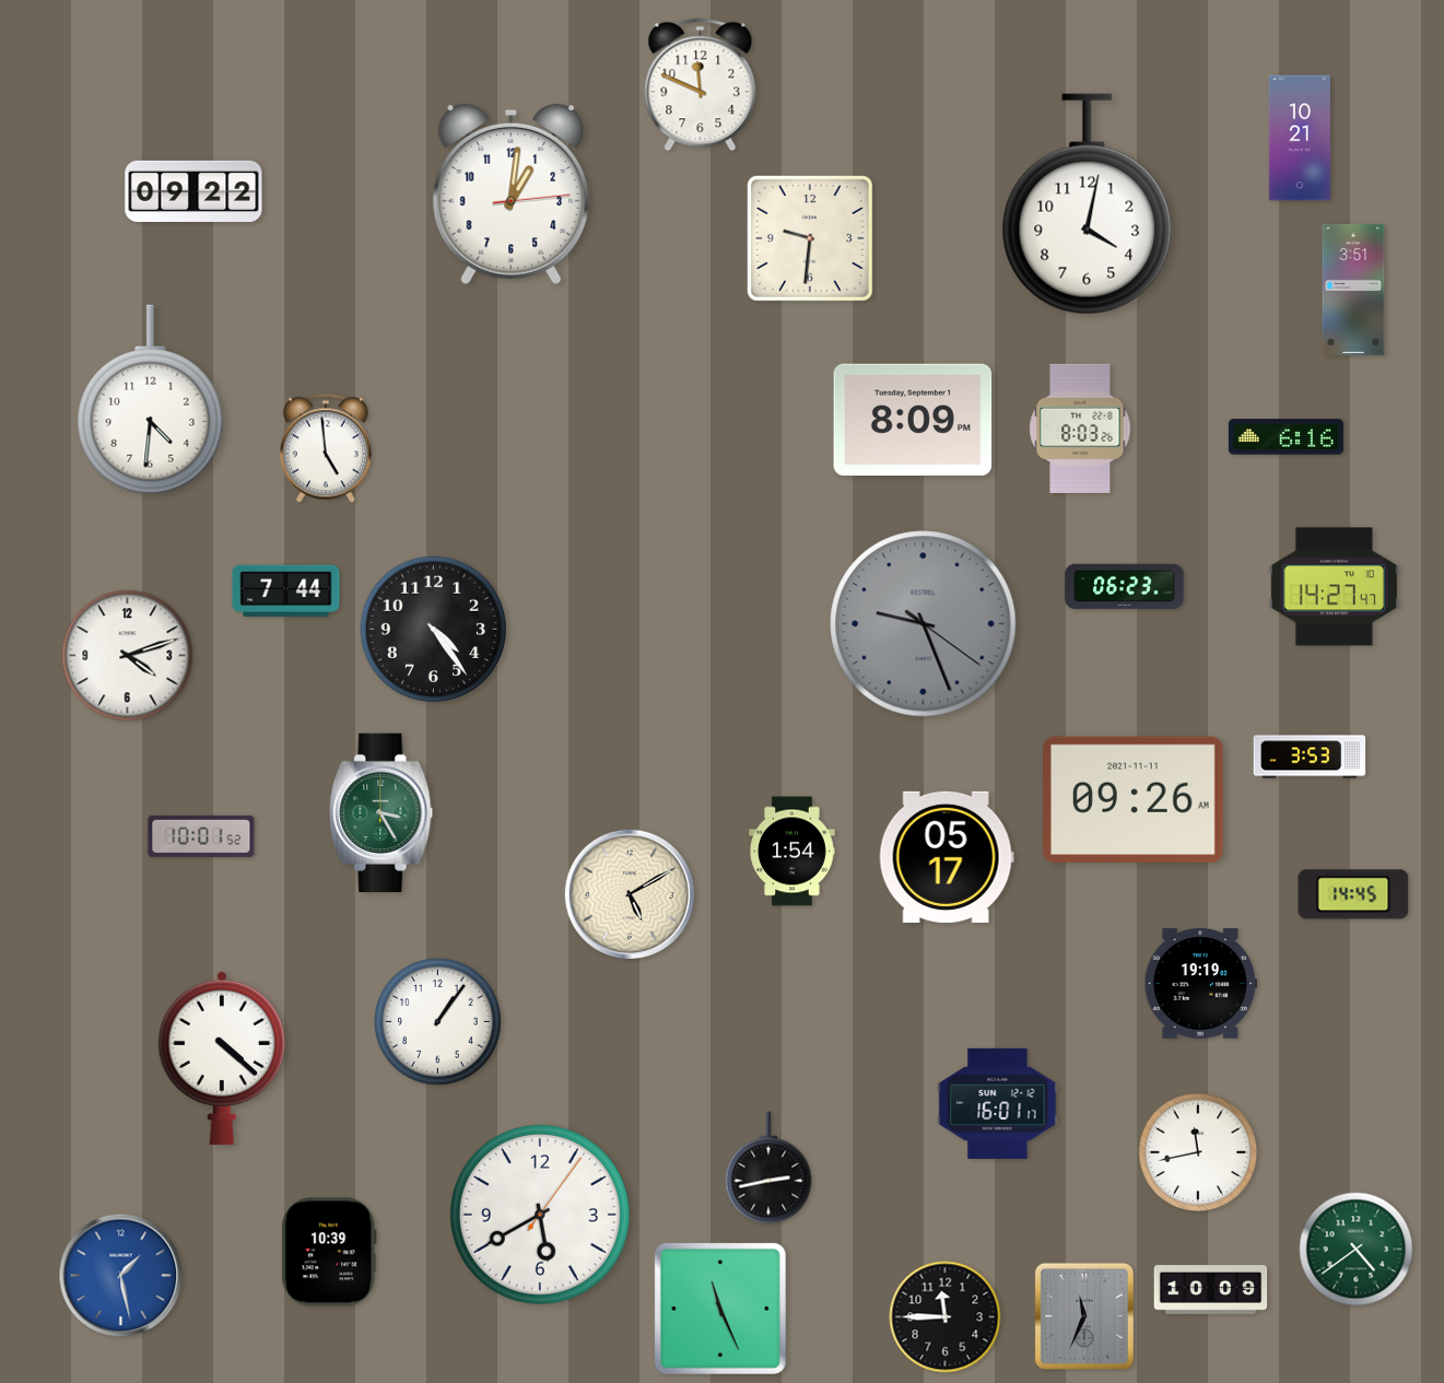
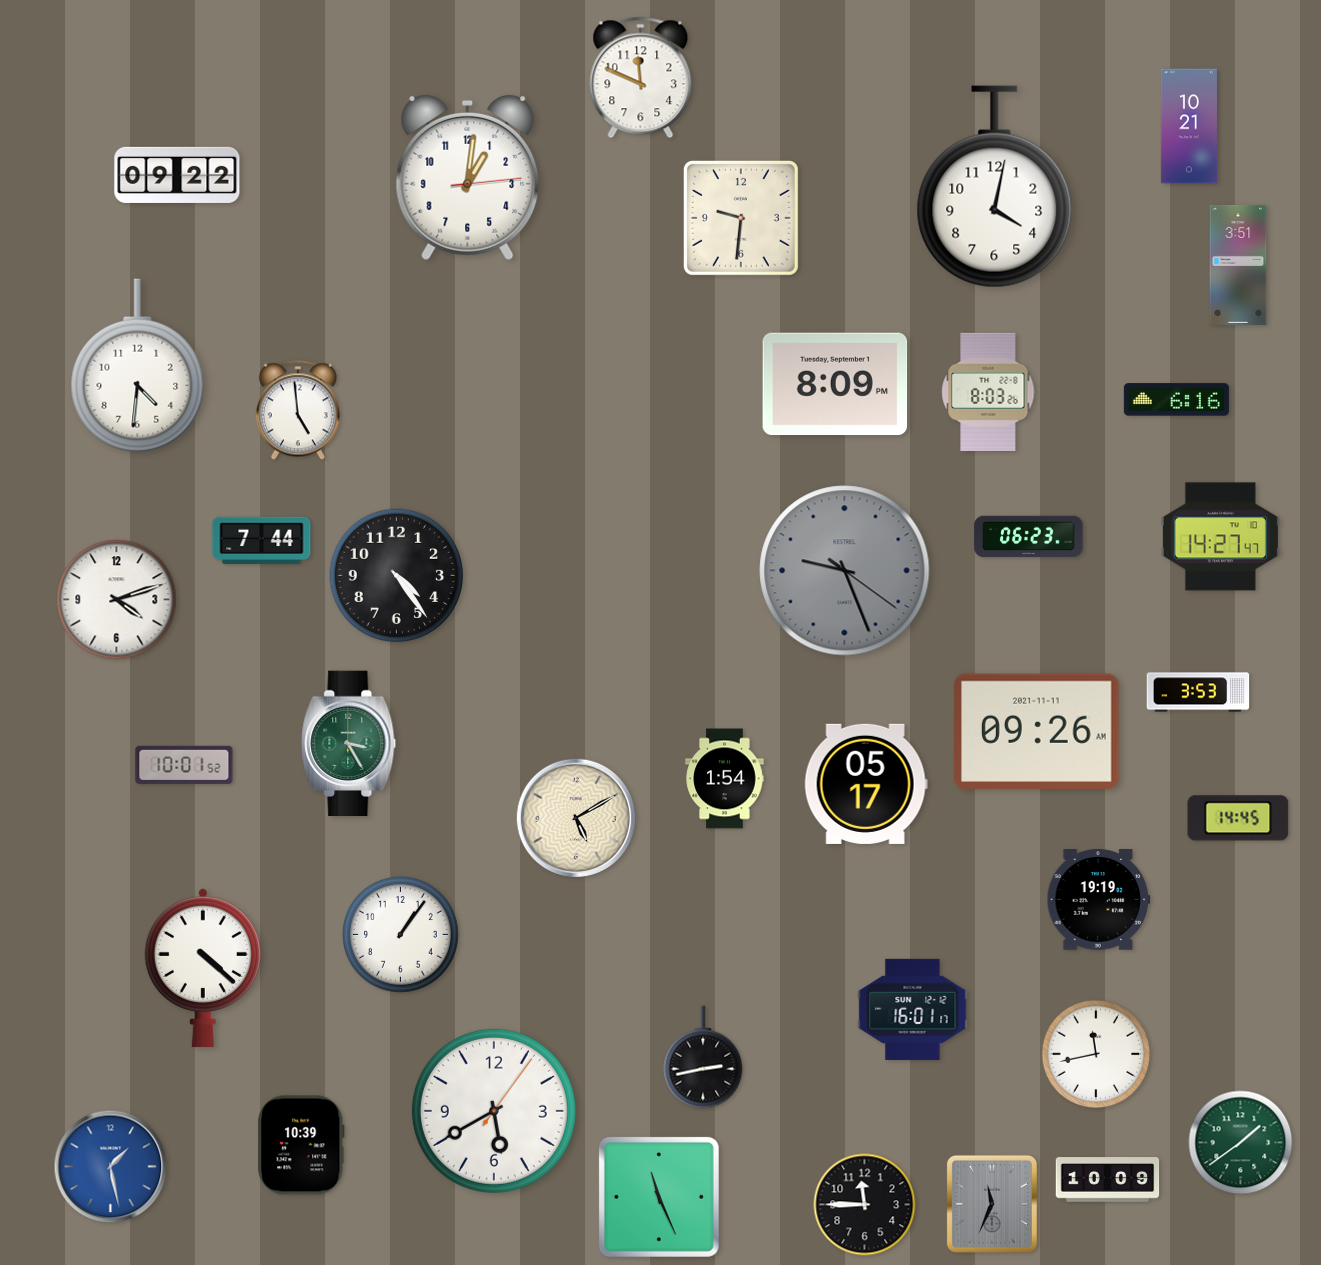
clock at (768, 1168) position: (768, 1168) -> (703, 1057)
clock at (1357, 1250): 4:39 -> 1:39
